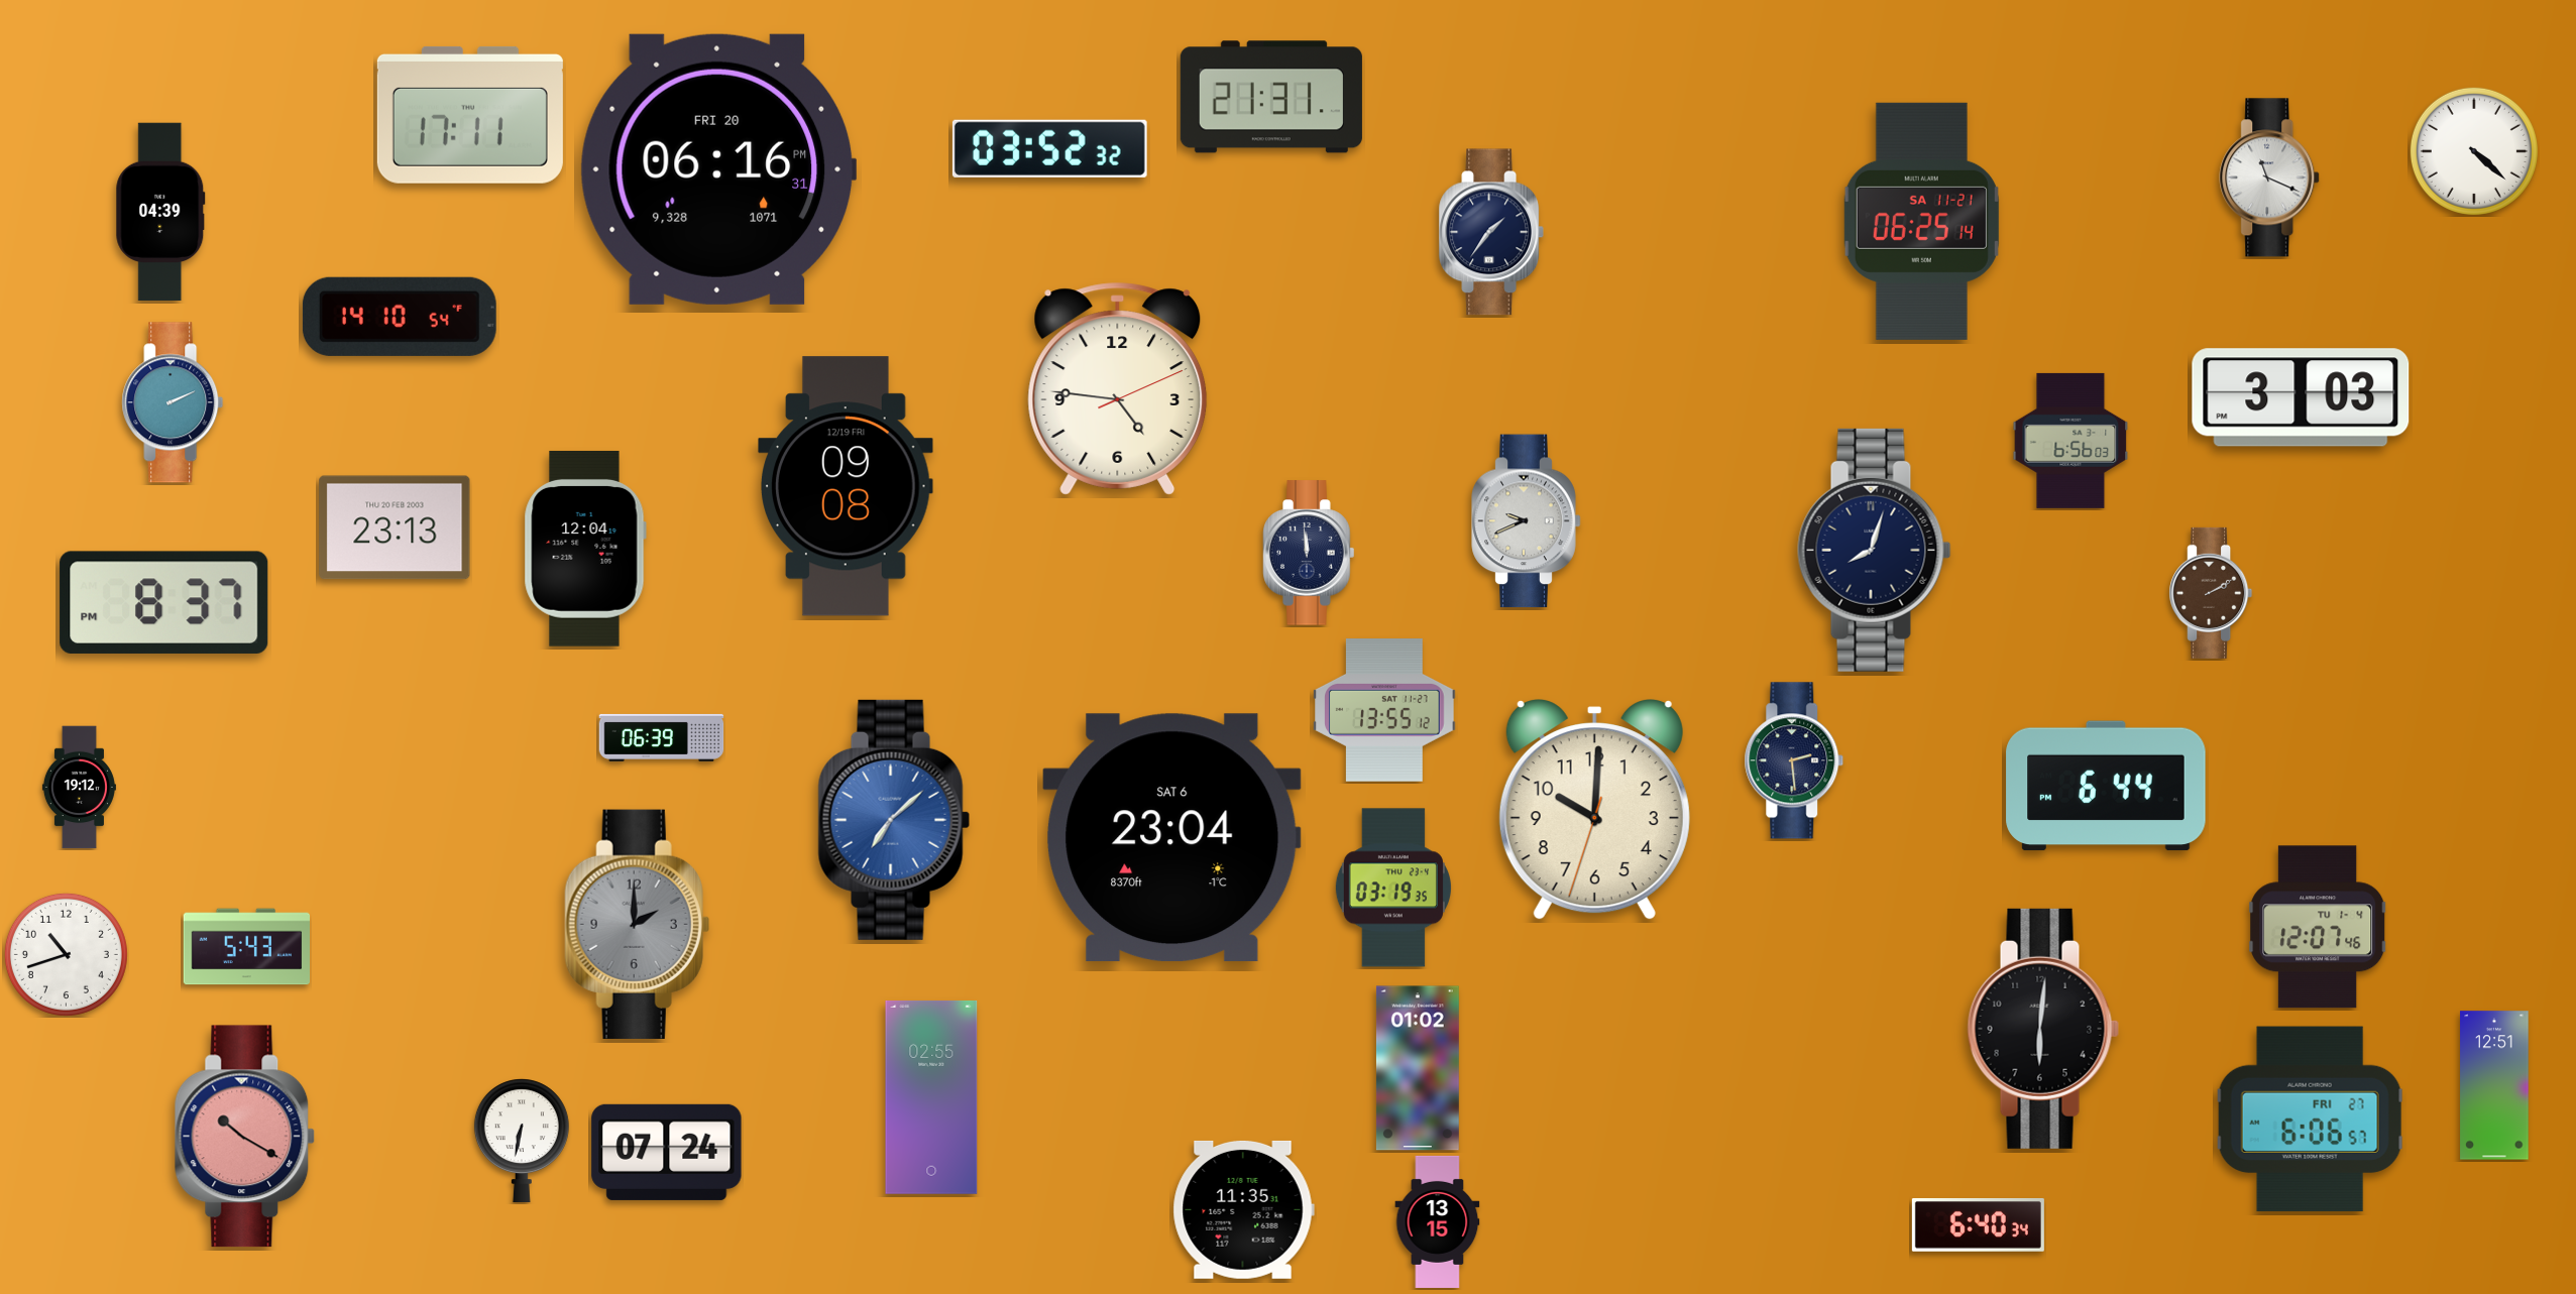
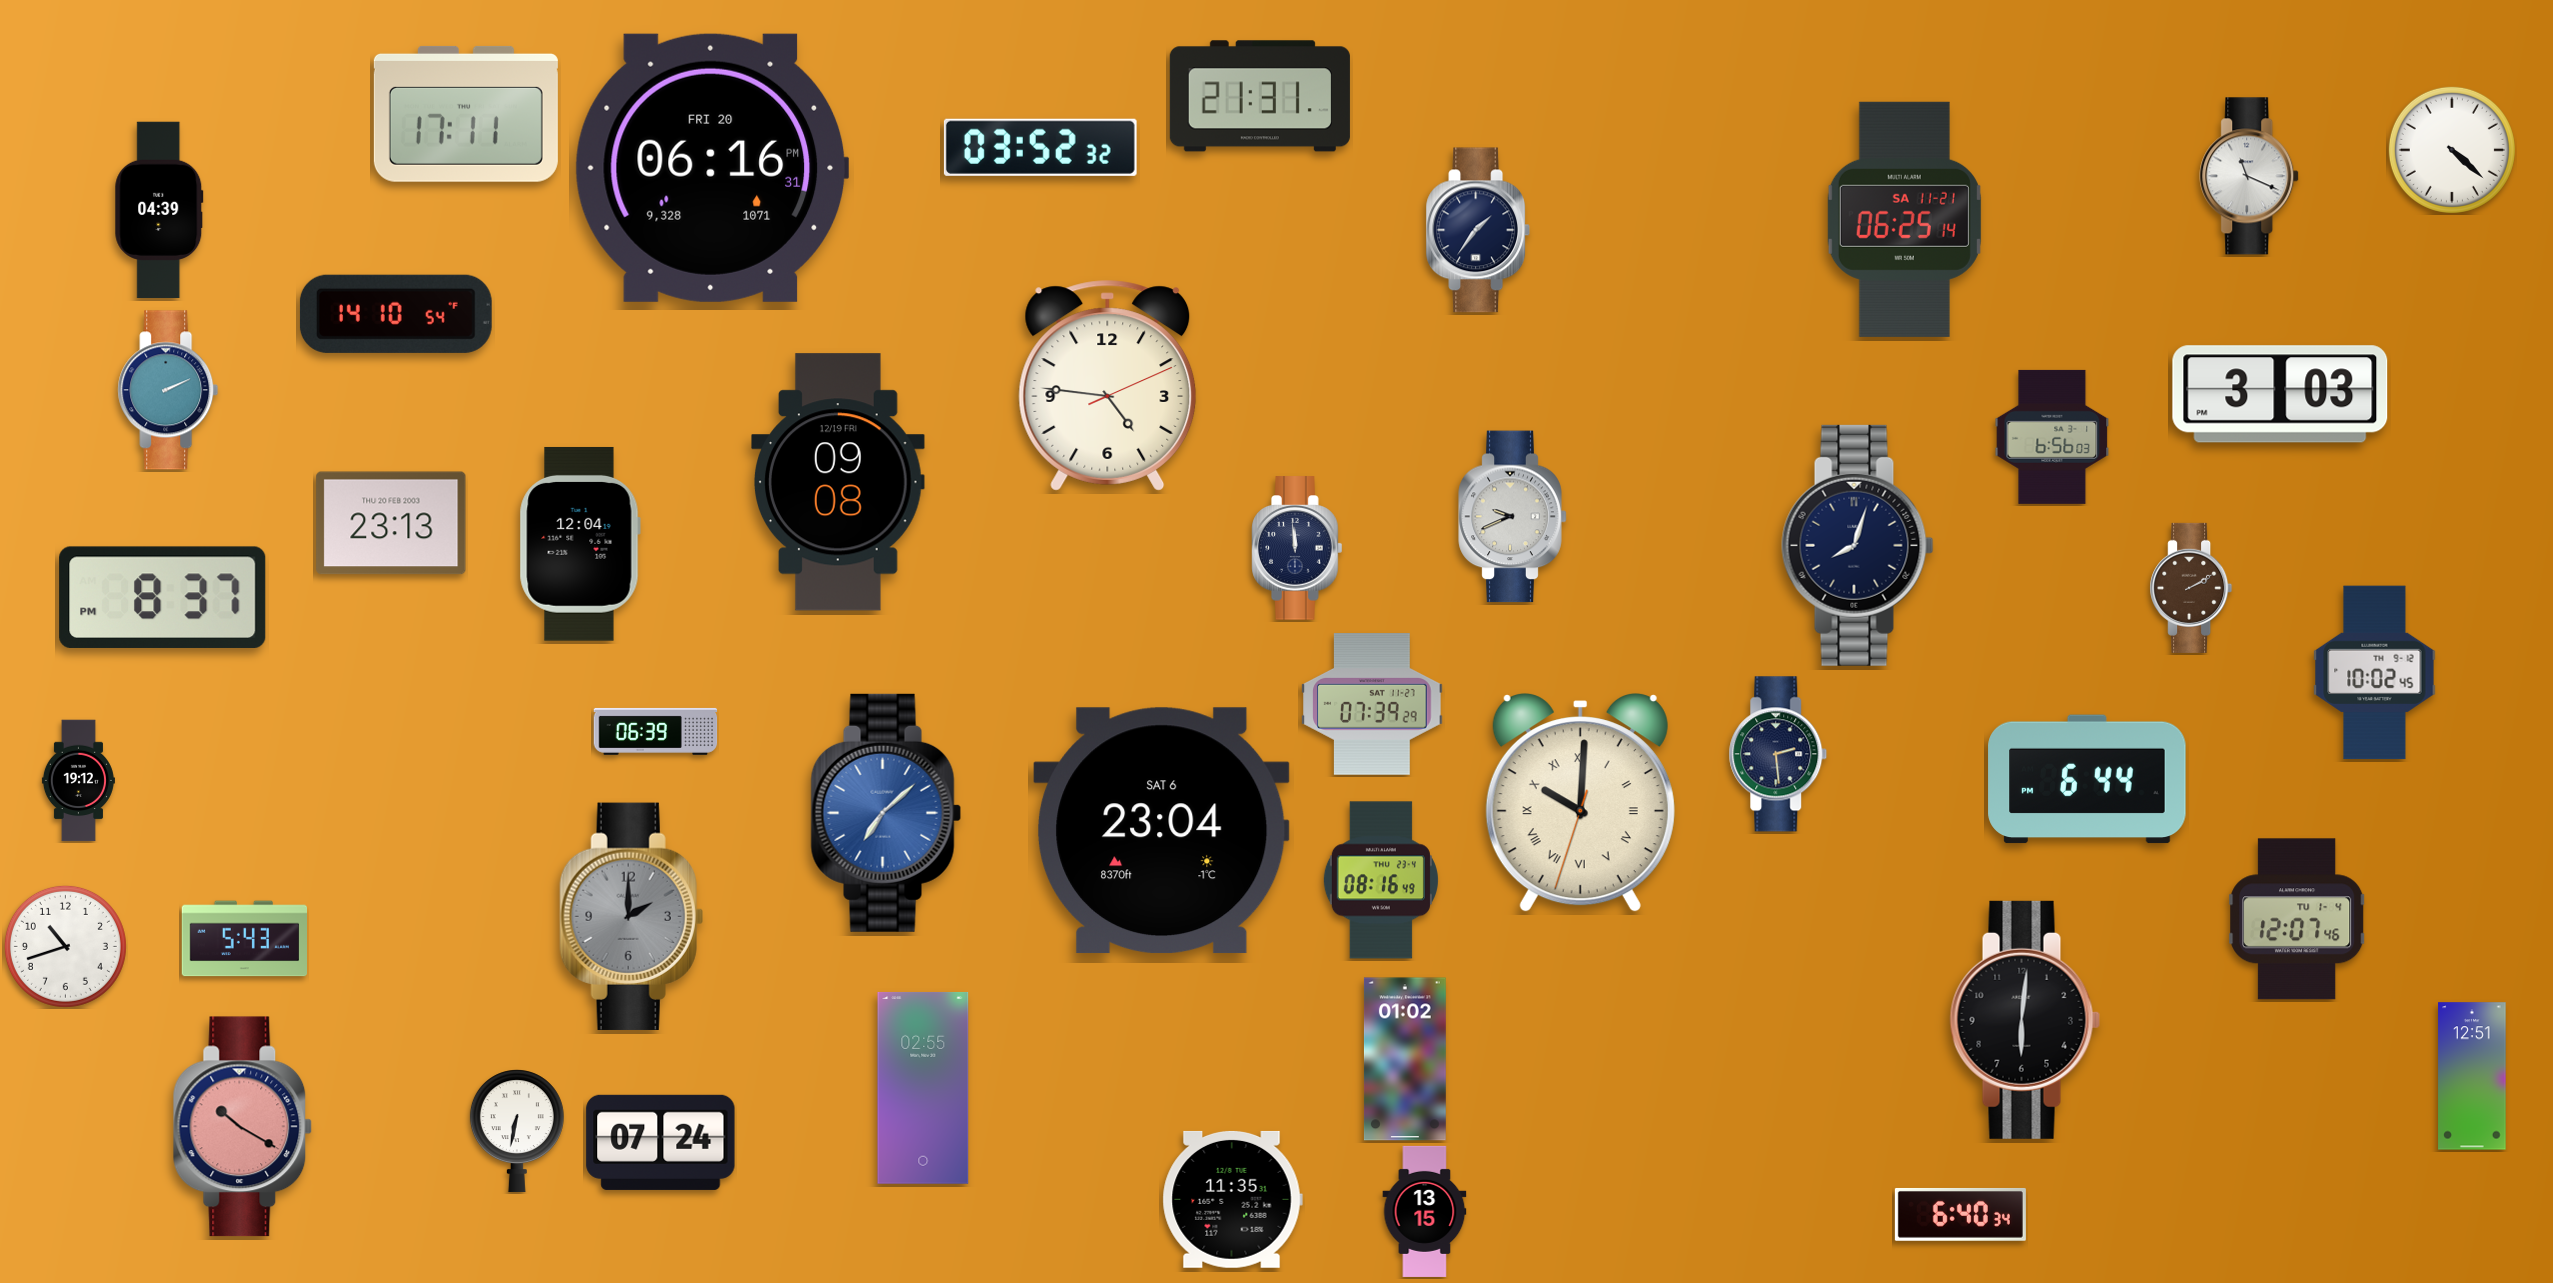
clock at (173, 402) position: (173, 402) -> (168, 390)
clock at (2375, 673): none -> 10:02
clock at (1384, 710): 13:55 -> 07:39
clock at (1594, 810) numerals: Arabic -> Roman
clock at (1393, 888): 03:19 -> 08:16
clock at (2311, 1120): 6:06 -> none
